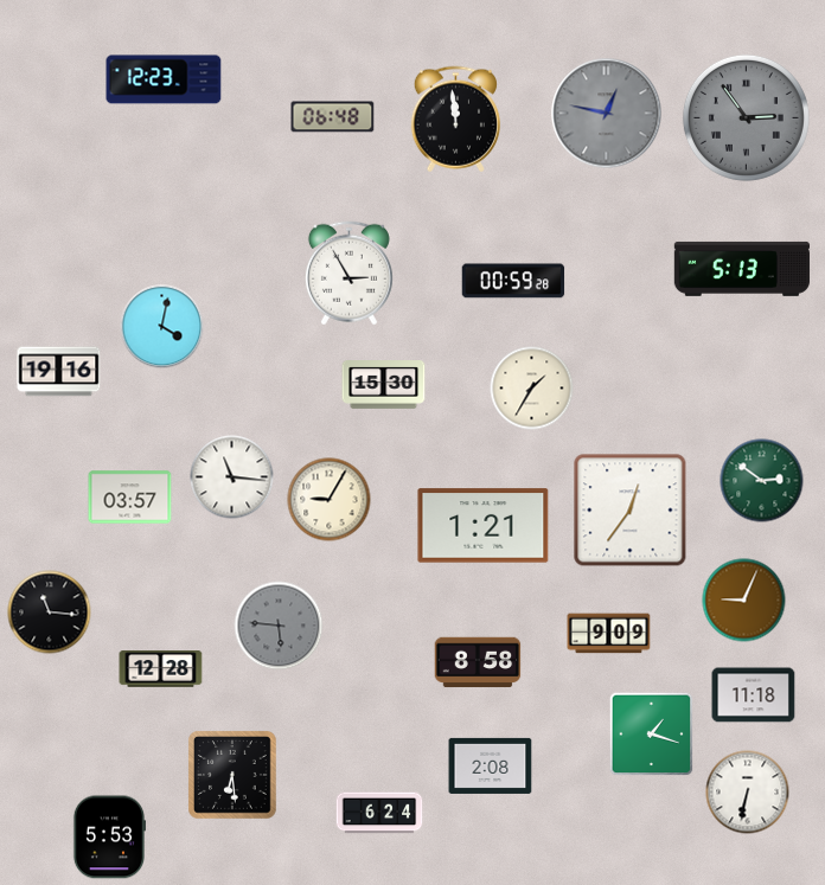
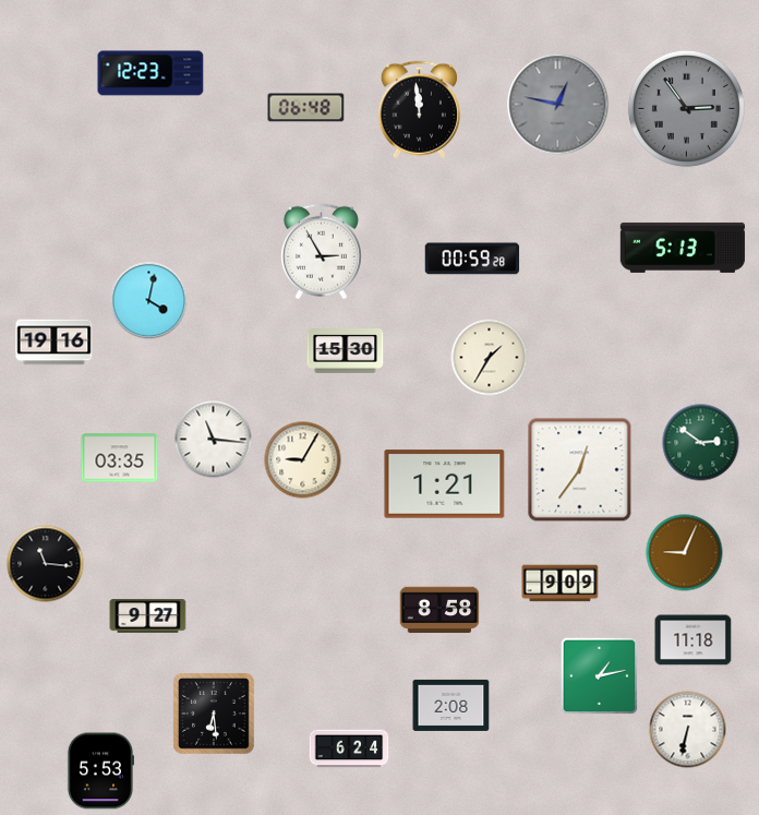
clock at (384, 385) position: (384, 385) -> (346, 351)
clock at (130, 498): 03:57 -> 03:35
clock at (279, 626): 5:46 -> none
clock at (161, 669): 12:28 -> 9:27
clock at (652, 735): 1:18 -> 1:13
